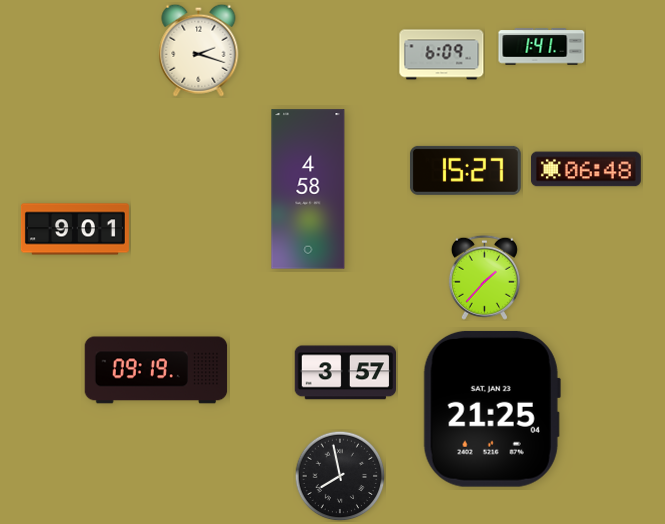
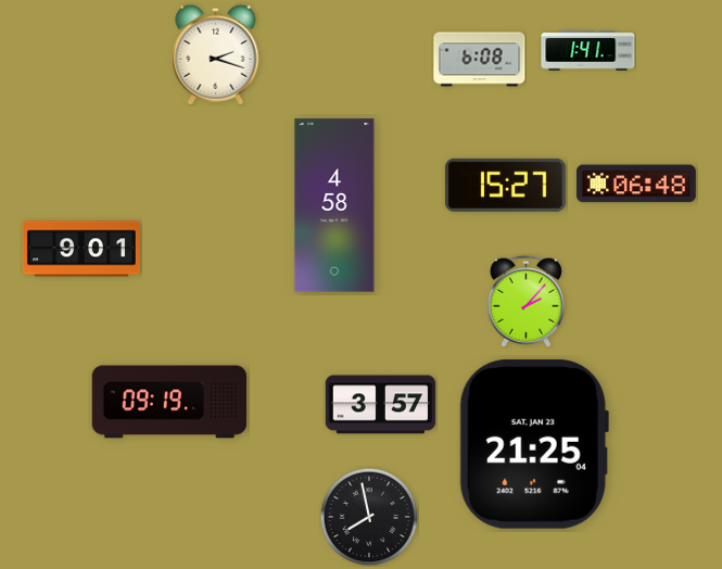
clock at (442, 55): 6:09 -> 6:08
clock at (484, 277): 1:37 -> 2:07
clock at (345, 373) position: (345, 373) -> (380, 405)
